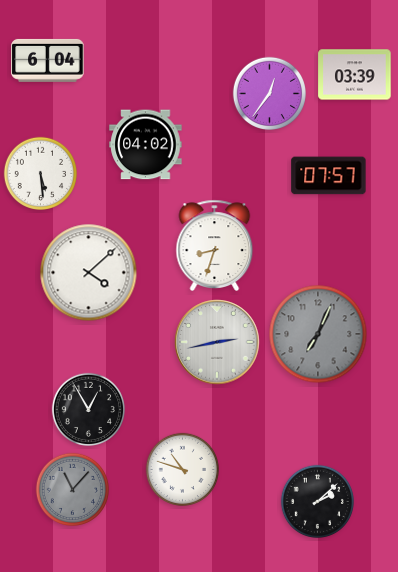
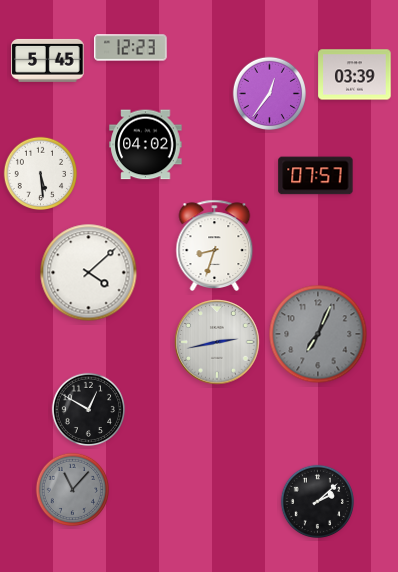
clock at (131, 48): none -> 12:23
clock at (48, 60): 6:04 -> 5:45
clock at (329, 176) position: (329, 176) -> (316, 176)
clock at (88, 409): 12:55 -> 12:50
clock at (182, 469): 10:48 -> none
